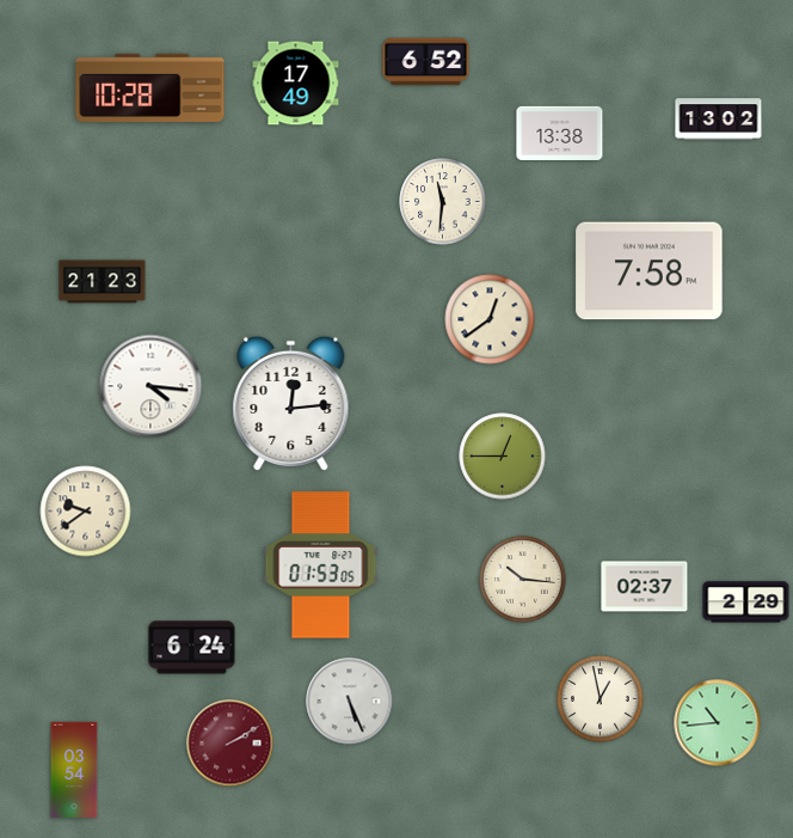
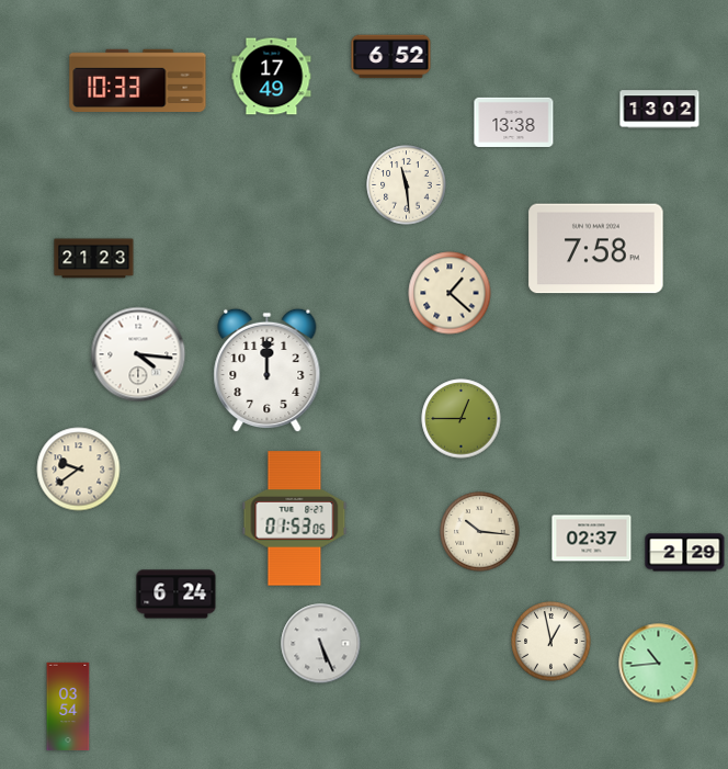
clock at (150, 87): 10:28 -> 10:33
clock at (443, 202): 11:31 -> 11:29
clock at (490, 319): 12:39 -> 1:22
clock at (291, 404): 12:14 -> 12:00
clock at (230, 744): 2:10 -> none
